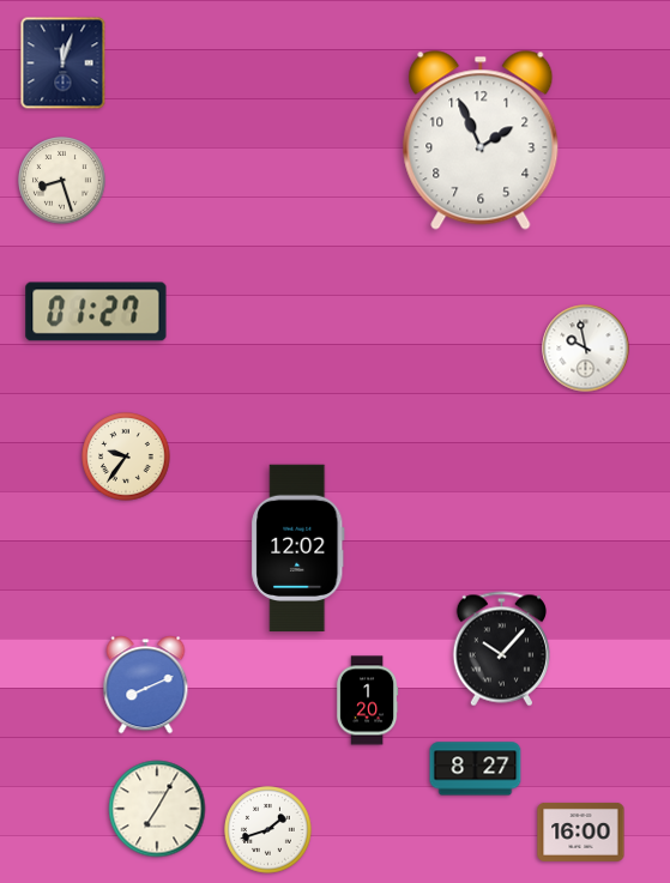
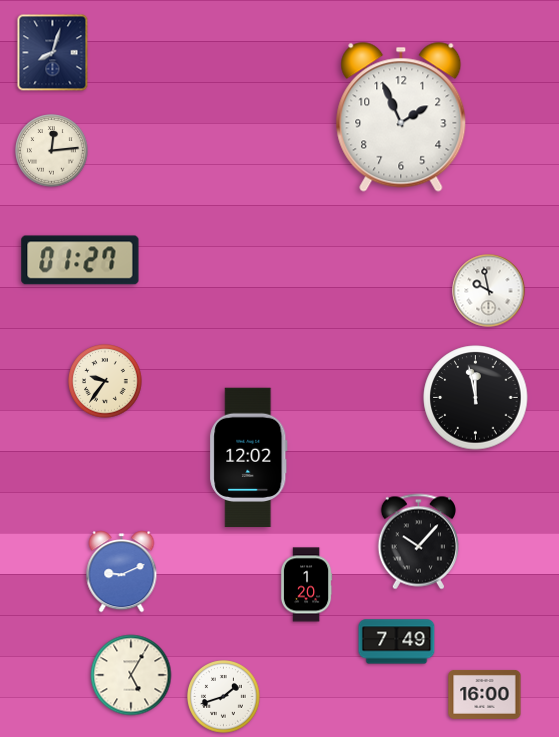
clock at (64, 63): 12:03 -> 8:03
clock at (62, 181): 8:27 -> 12:14
clock at (476, 398): none -> 11:58
clock at (146, 685): 8:11 -> 9:11
clock at (476, 769): 8:27 -> 7:49
clock at (157, 809): 7:05 -> 5:05
clock at (268, 830) position: (268, 830) -> (224, 697)
